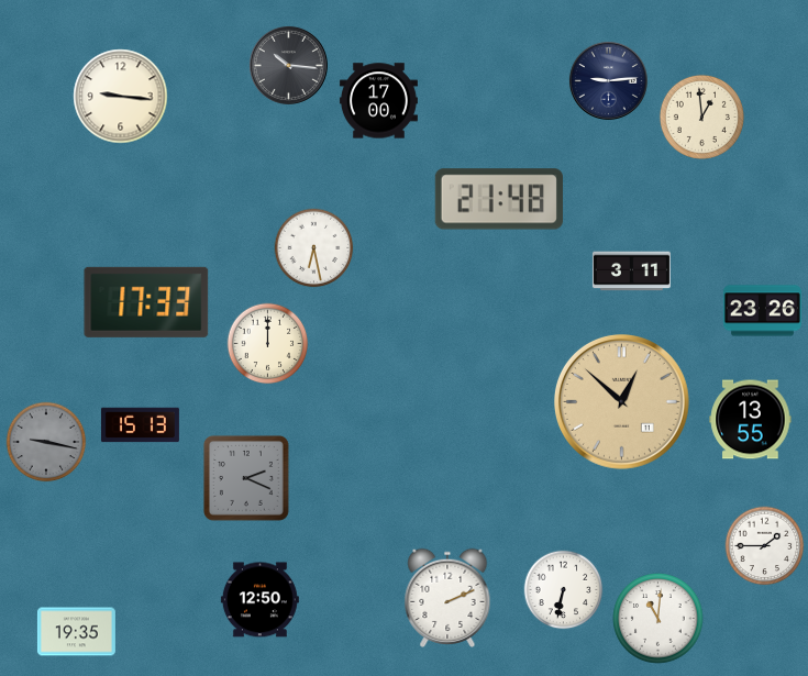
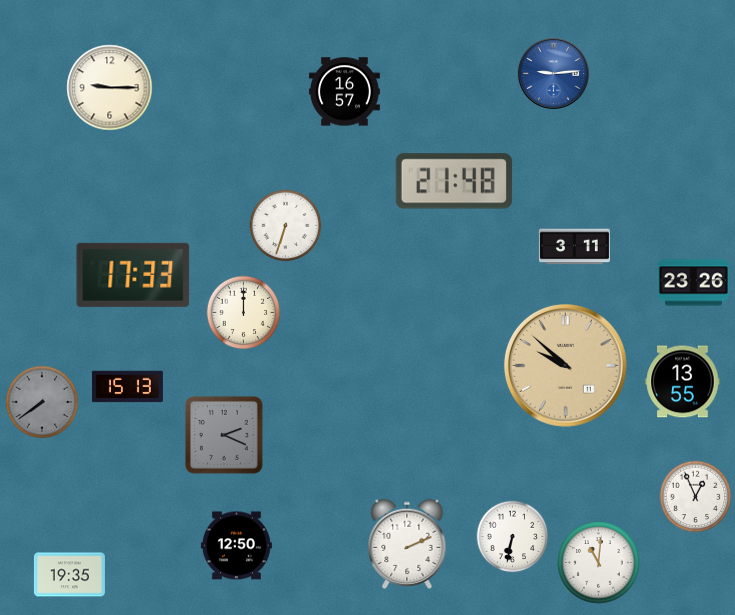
clock at (288, 65): 10:16 -> none
clock at (608, 80) dial: navy -> blue
clock at (121, 97): 9:16 -> 9:15
clock at (378, 101): 17:00 -> 16:57
clock at (701, 117): 12:59 -> none
clock at (314, 248): 6:28 -> 6:33
clock at (621, 401): 12:52 -> 9:52
clock at (46, 442): 9:17 -> 7:39
clock at (765, 546): 1:45 -> 12:56
